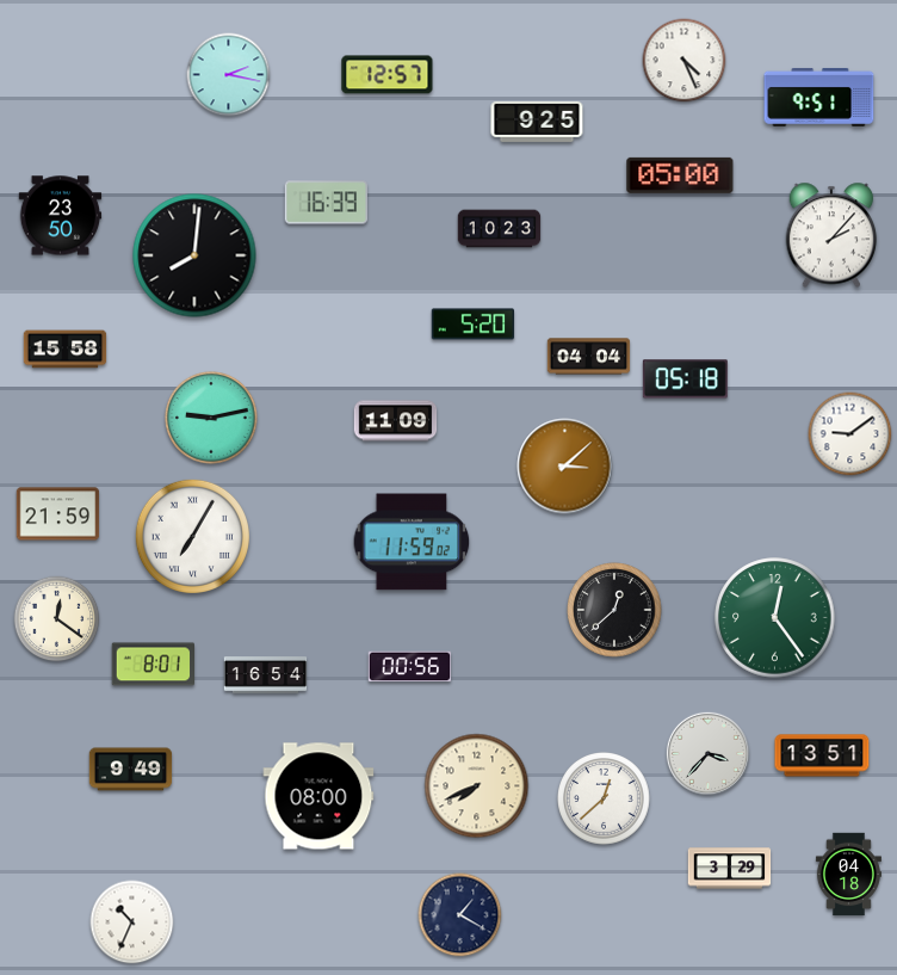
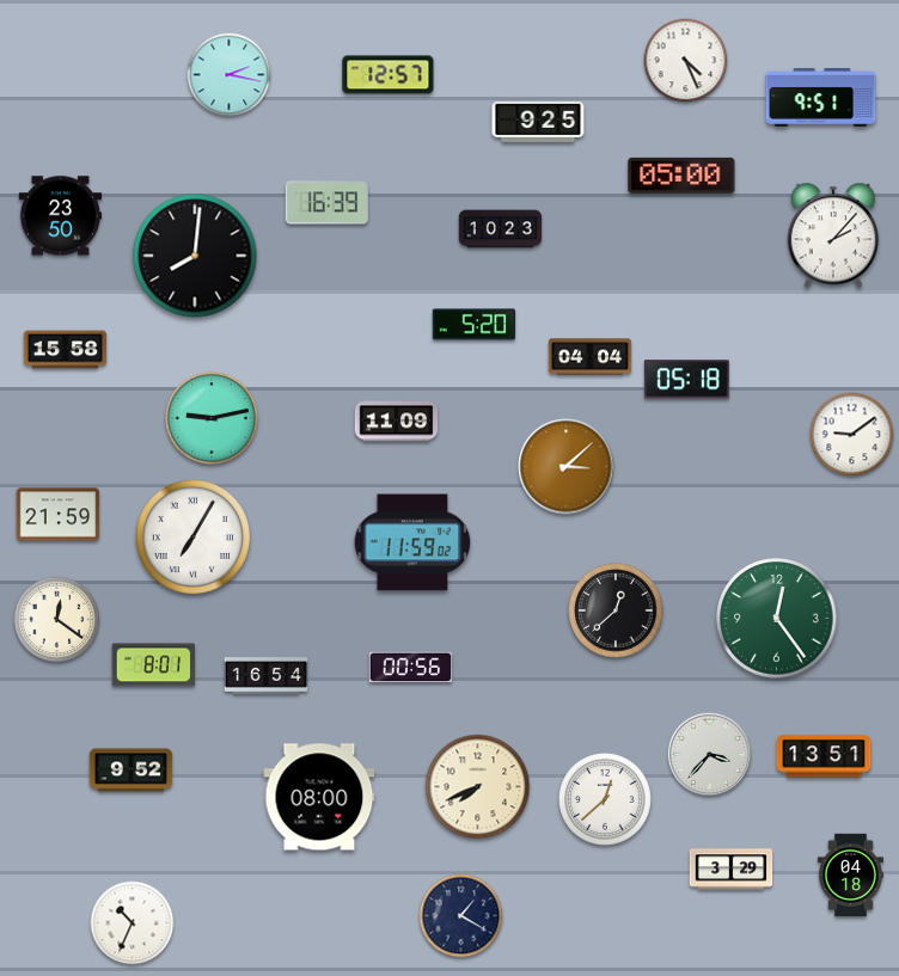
clock at (131, 770): 9:49 -> 9:52
